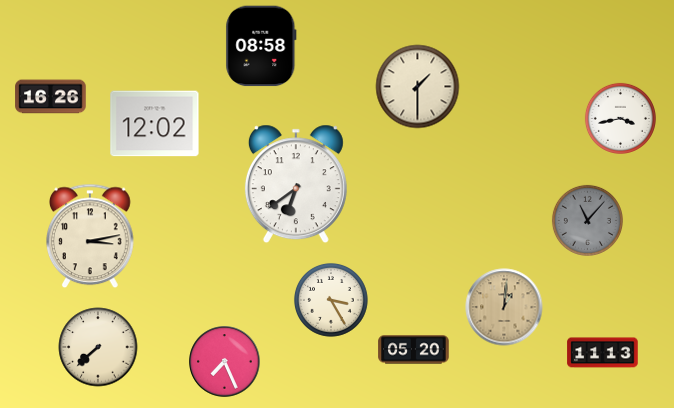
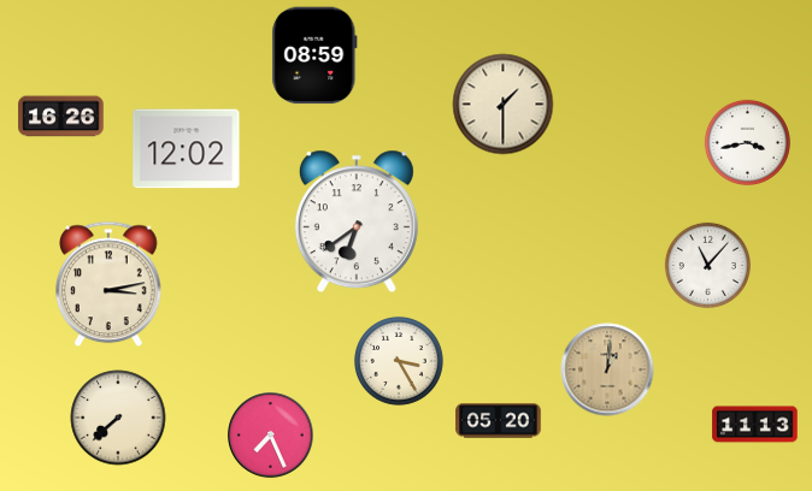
clock at (261, 46): 08:58 -> 08:59
clock at (587, 220) dial: grey -> white
clock at (603, 353) position: (603, 353) -> (755, 425)
